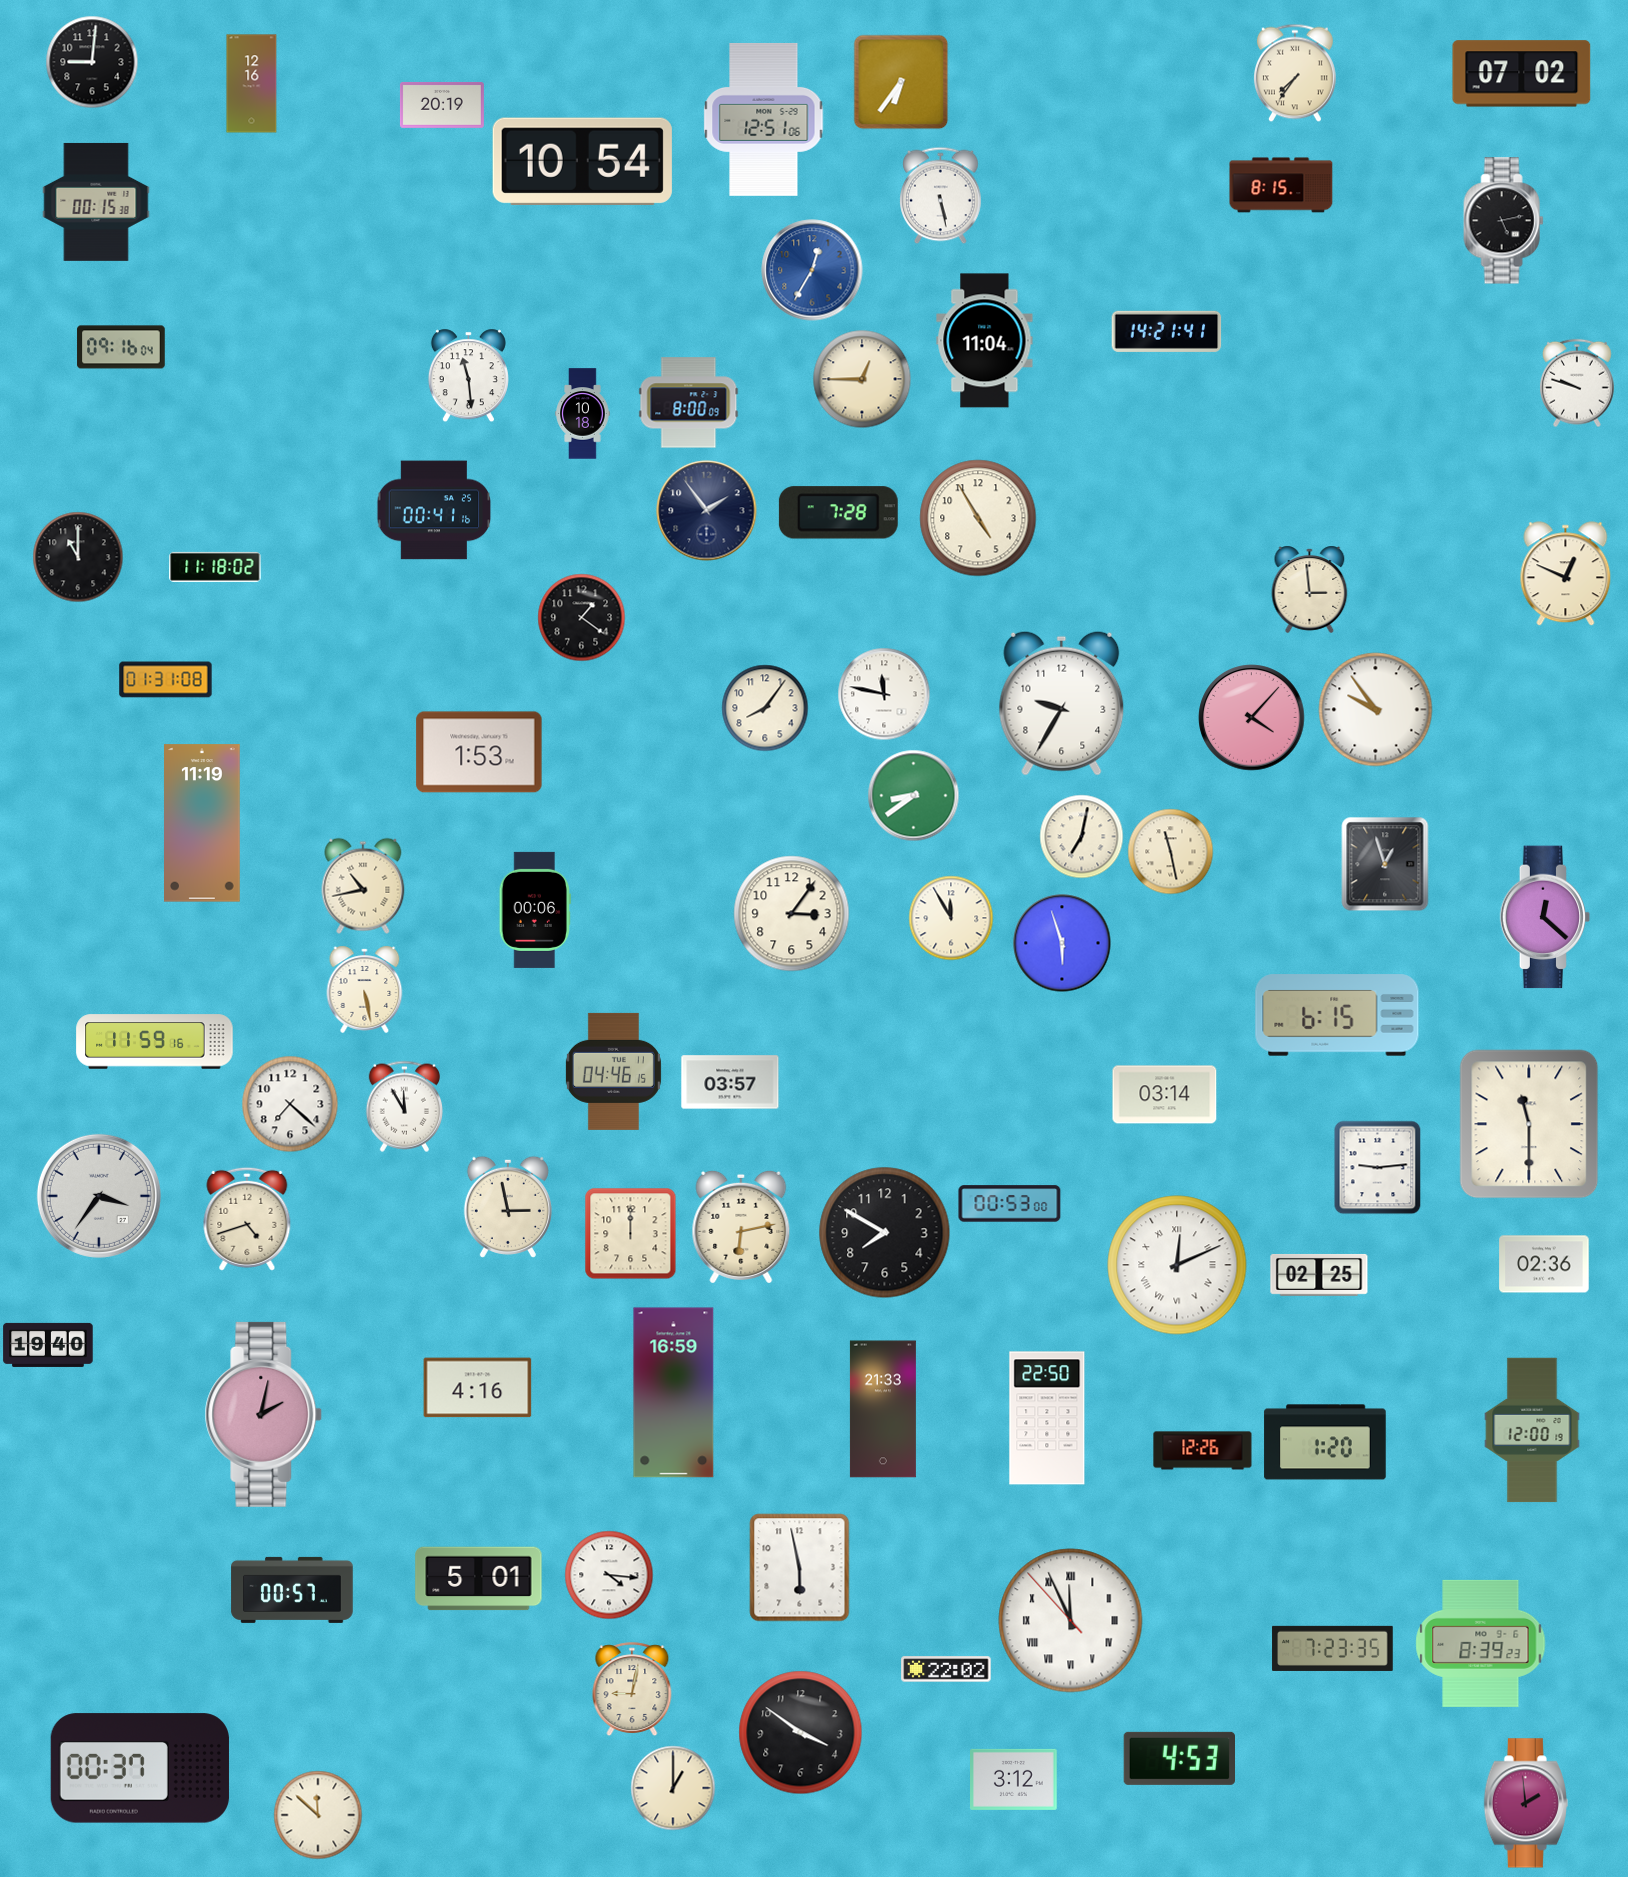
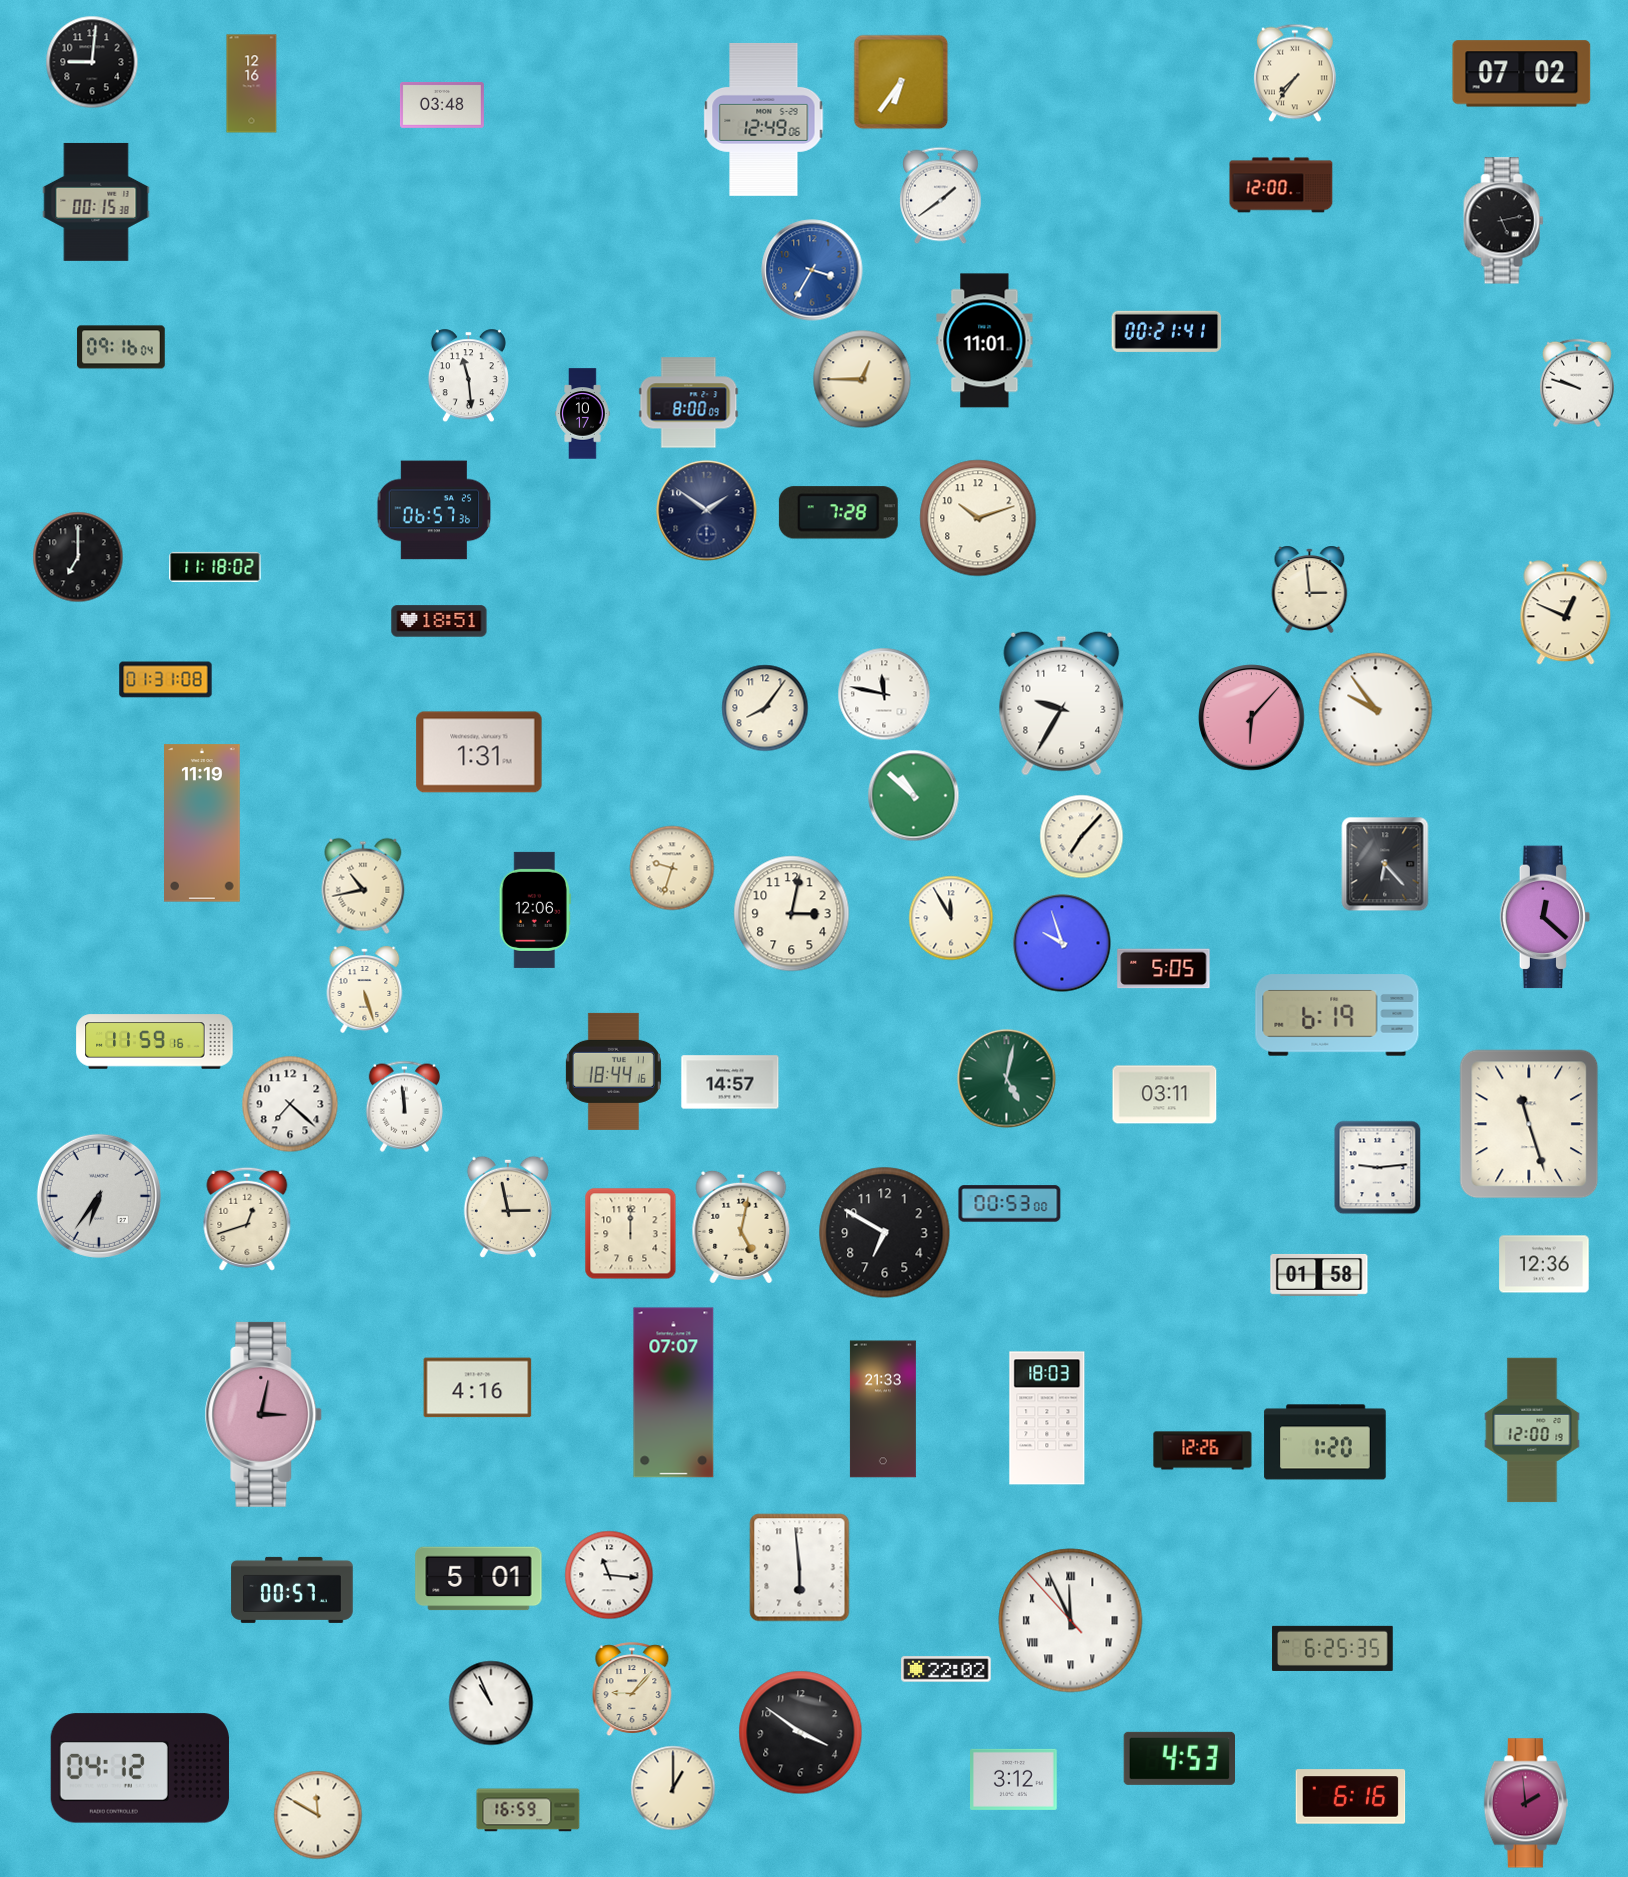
clock at (442, 105): 20:19 -> 03:48
clock at (764, 119): 12:51 -> 12:49
clock at (582, 161): 10:54 -> none
clock at (1281, 185): 8:15 -> 12:00
clock at (941, 196): 5:28 -> 1:39
clock at (812, 270): 12:35 -> 3:35
clock at (1167, 331): 14:21 -> 00:21
clock at (985, 341): 11:04 -> 11:01
clock at (583, 414): 10:18 -> 10:17
clock at (434, 510): 00:41 -> 06:57
clock at (707, 511): 1:54 -> 1:51
clock at (978, 518): 4:55 -> 10:12
clock at (78, 557): 11:00 -> 7:00
clock at (1566, 574) position: (1566, 574) -> (1566, 613)
clock at (582, 618): 1:21 -> none
clock at (439, 621): none -> 18:51
clock at (1252, 718): 4:07 -> 6:07
clock at (479, 752): 1:53 -> 1:31
clock at (914, 796): 8:39 -> 10:52
clock at (1082, 837): 7:02 -> 7:07
clock at (1171, 852): 11:28 -> none
clock at (1385, 864): 12:57 -> 6:23
clock at (672, 868): none -> 9:33
clock at (535, 910): 00:06 -> 12:06
clock at (792, 914): 3:06 -> 3:02
clock at (1062, 943): 5:57 -> 9:57
clock at (1164, 969): none -> 5:05
clock at (365, 989): 5:28 -> 5:27
clock at (1337, 1015): 6:15 -> 6:19
clock at (613, 1071): 04:46 -> 18:44
clock at (1007, 1079): none -> 5:02
clock at (730, 1082): 03:57 -> 14:57
clock at (1165, 1095): 03:14 -> 03:11
clock at (404, 1106): 11:55 -> 11:59
clock at (1529, 1124): 11:30 -> 11:27
clock at (99, 1196): 3:36 -> 6:36
clock at (247, 1219): 4:42 -> 12:42
clock at (741, 1227): 6:13 -> 5:02
clock at (885, 1233): 7:50 -> 6:50
clock at (1544, 1264): 02:36 -> 12:36
clock at (1177, 1265): 12:11 -> none
clock at (1319, 1275): 02:25 -> 01:58
clock at (48, 1345): 19:40 -> none
clock at (674, 1393): 16:59 -> 07:07
clock at (264, 1414): 2:02 -> 3:02
clock at (1047, 1418): 22:50 -> 18:03
clock at (800, 1568): 5:58 -> 5:59
clock at (609, 1575): 4:16 -> 11:16
clock at (1481, 1643): 8:39 -> none
clock at (1333, 1648): 7:23 -> 6:25
clock at (632, 1690): 9:02 -> 9:07
clock at (491, 1703): none -> 10:56
clock at (140, 1768): 00:37 -> 04:12
clock at (1351, 1797): none -> 6:16
clock at (528, 1810): none -> 16:59
clock at (318, 1815): 11:52 -> 11:50
